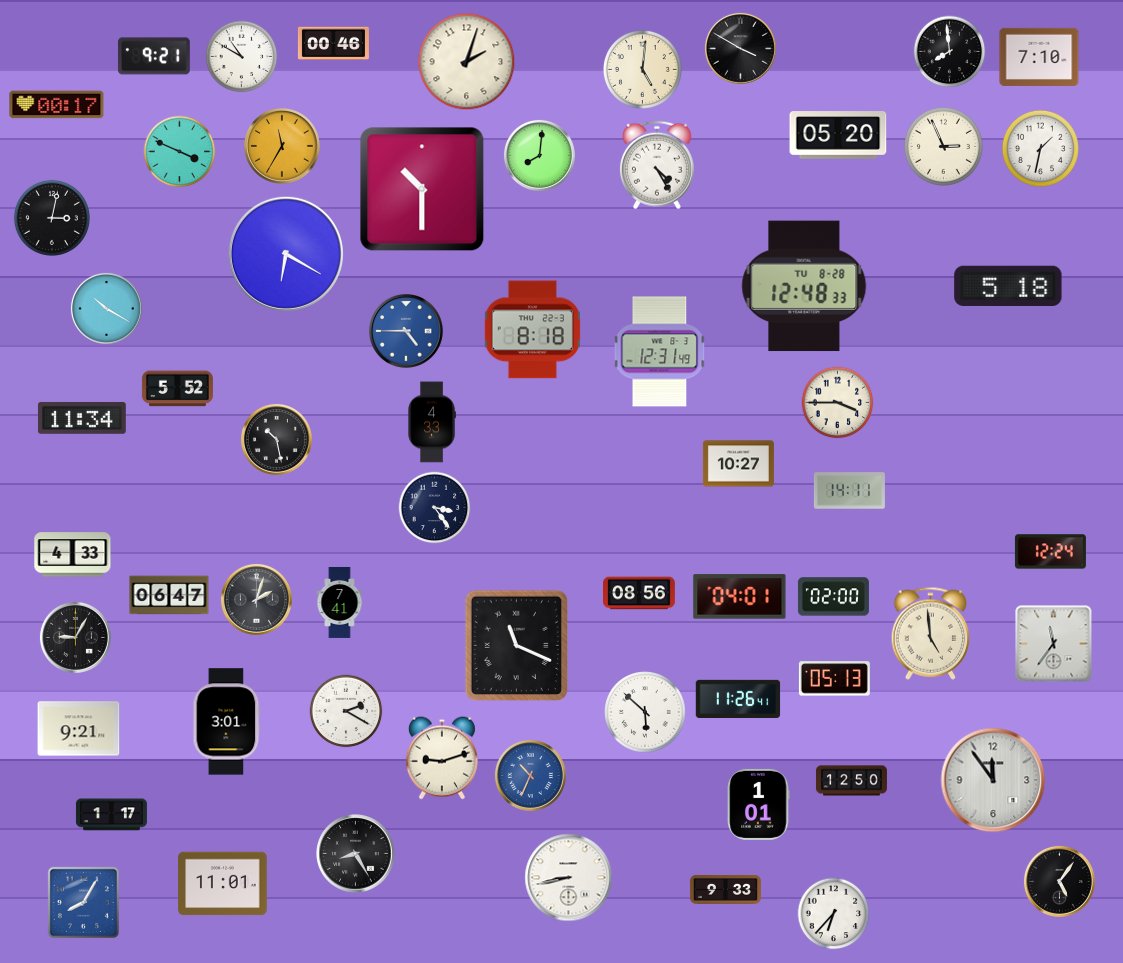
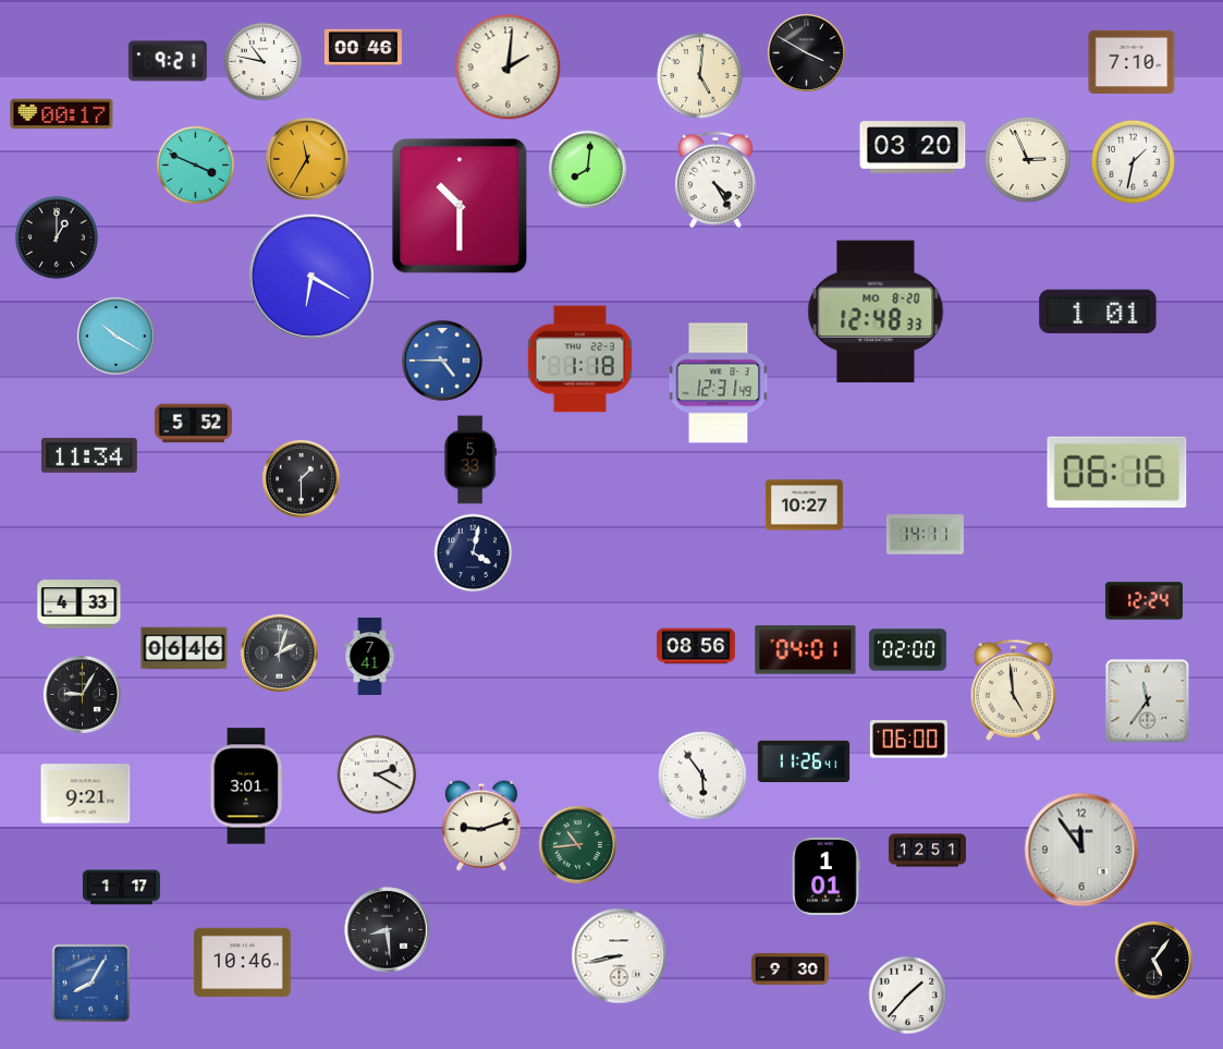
clock at (950, 52): 7:59 -> none
clock at (242, 57): 10:50 -> 10:47
clock at (467, 62): 2:03 -> 2:01
clock at (838, 135): 05:20 -> 03:20
clock at (52, 218): 3:02 -> 1:00
clock at (804, 286) date: TU 8-28 -> MO 8-20
clock at (1008, 286): 5:18 -> 1:01
clock at (532, 330): 8:18 -> 1:18
clock at (838, 403): 3:45 -> none
clock at (432, 422): 4:33 -> 5:33
clock at (1117, 472): none -> 06:16
clock at (276, 439): 10:28 -> 1:30
clock at (435, 508): 3:24 -> 4:02
clock at (169, 595): 06:47 -> 06:46
clock at (516, 646): 11:19 -> none
clock at (834, 679): 05:13 -> 06:00
clock at (645, 712): 5:52 -> 5:54
clock at (530, 775): 10:34 -> 10:44
clock at (530, 775) dial: blue -> green
clock at (851, 781): 12:50 -> 12:51
clock at (356, 854): 8:25 -> 8:29
clock at (223, 884): 11:01 -> 10:46
clock at (725, 889): 9:33 -> 9:30
clock at (834, 914): 6:37 -> 1:37
